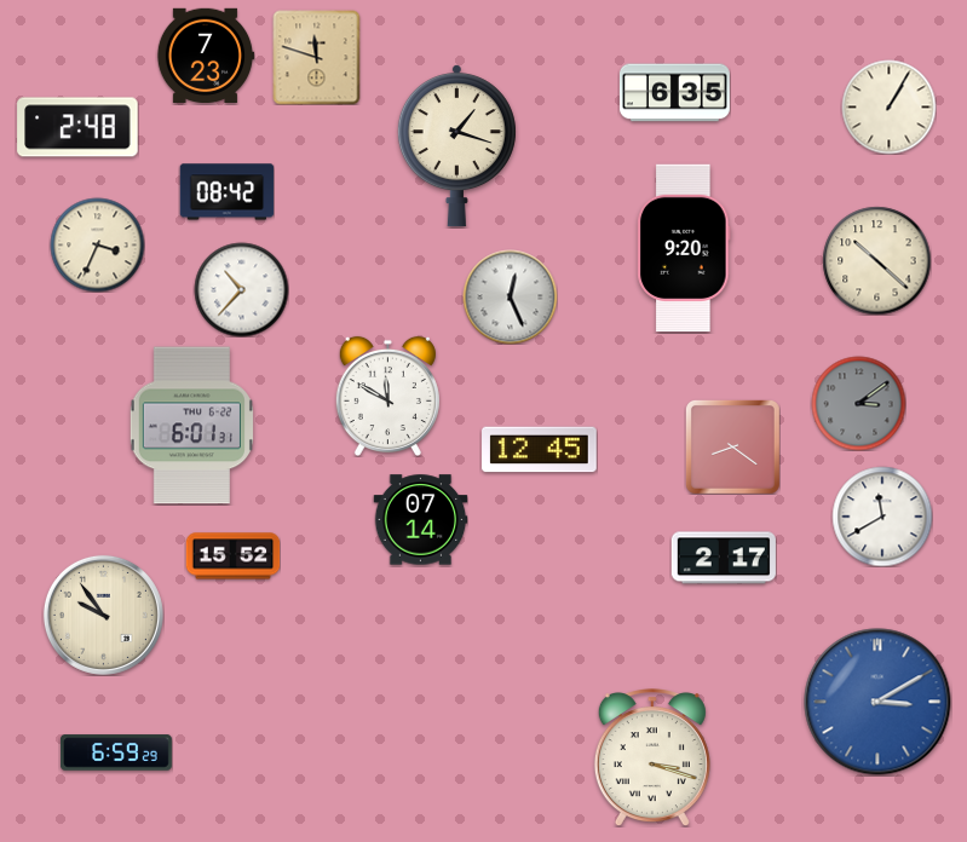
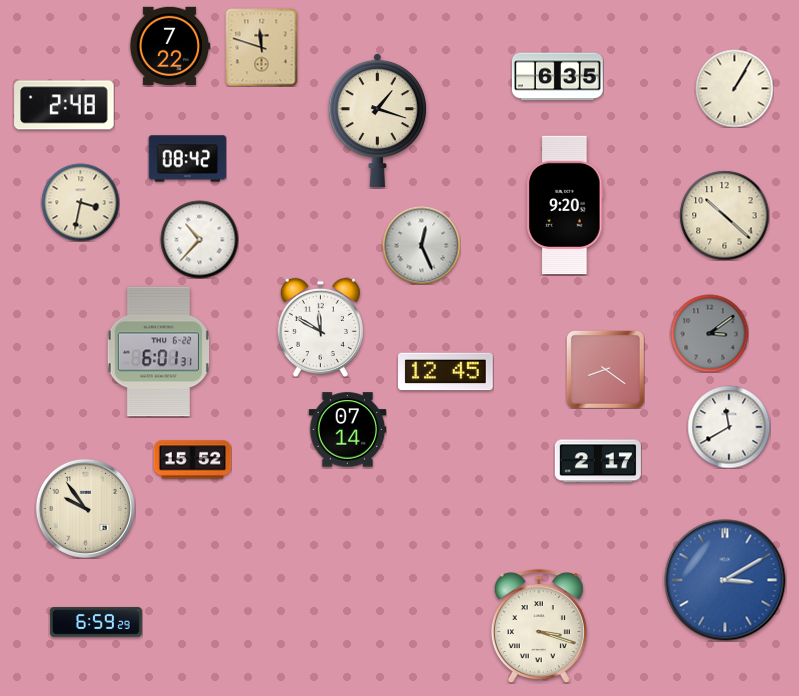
clock at (206, 54): 7:23 -> 7:22
clock at (97, 244): 3:34 -> 3:32
